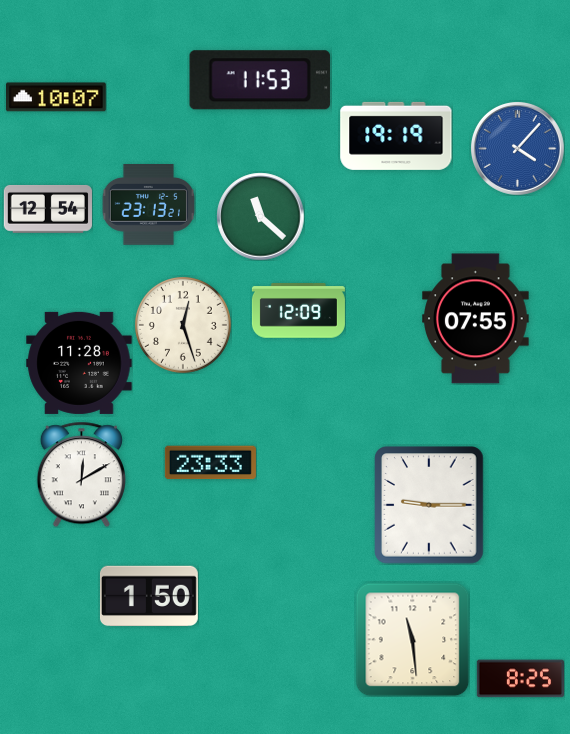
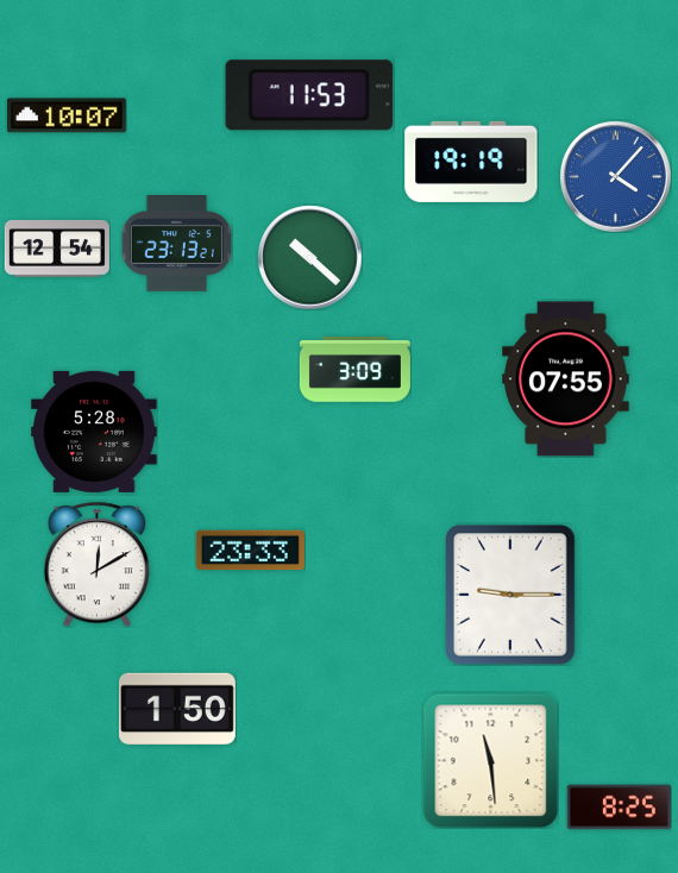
clock at (260, 216): 11:22 -> 10:22
clock at (298, 311): 12:09 -> 3:09
clock at (183, 325): 12:27 -> none
clock at (79, 363): 11:28 -> 5:28
clock at (429, 505) position: (429, 505) -> (510, 595)
